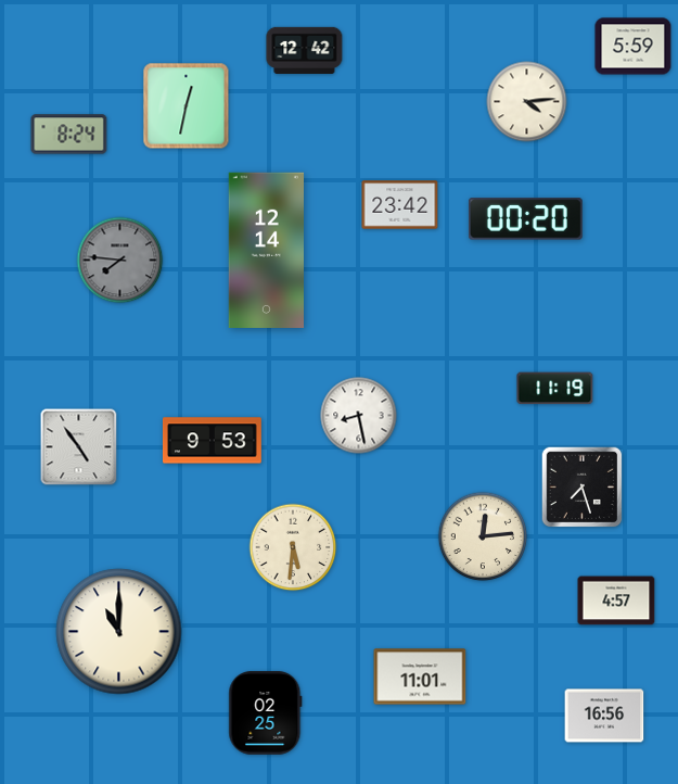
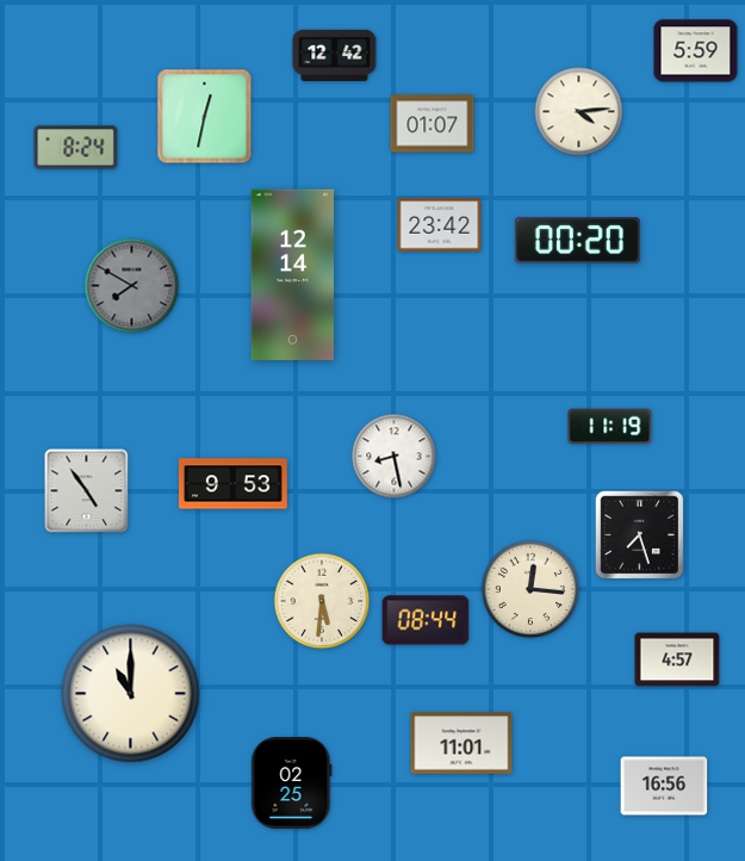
clock at (433, 124): none -> 01:07
clock at (120, 261): 7:46 -> 7:50
clock at (483, 536): 12:14 -> 12:16
clock at (426, 620): none -> 08:44
